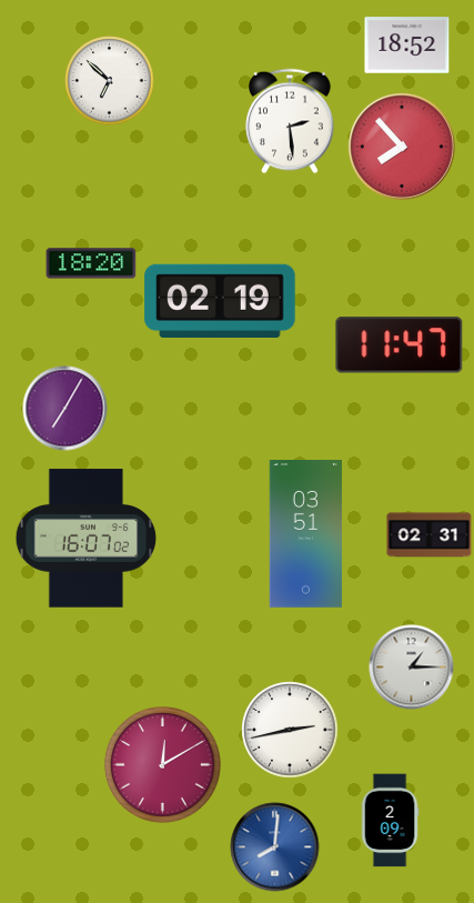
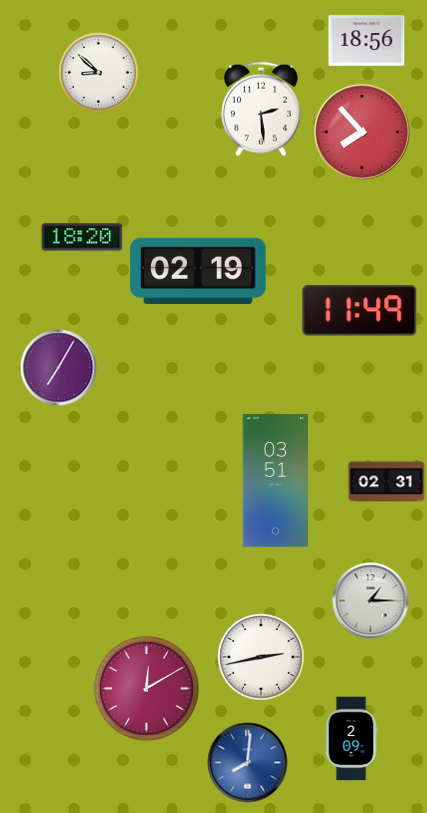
clock at (407, 46): 18:52 -> 18:56
clock at (110, 81): 6:52 -> 8:52
clock at (400, 345): 11:47 -> 11:49
clock at (87, 539): 16:07 -> none
